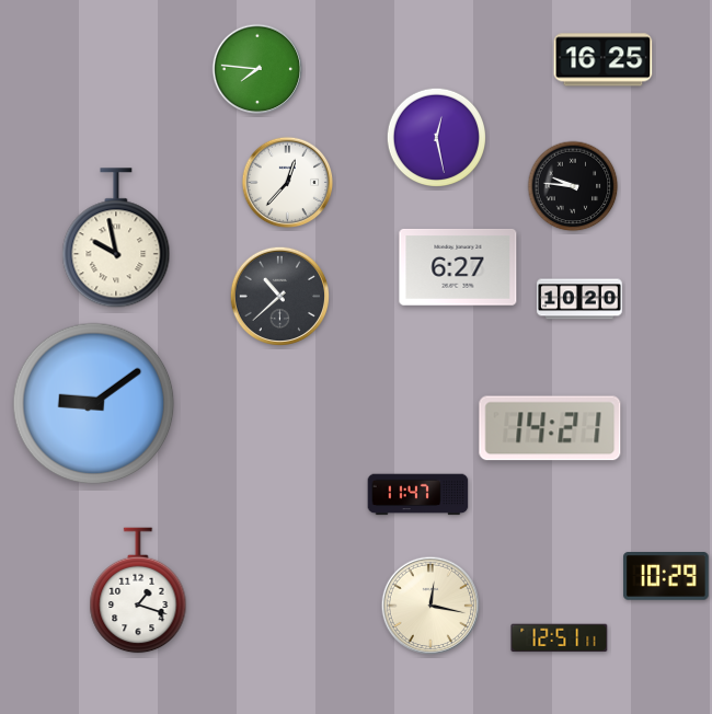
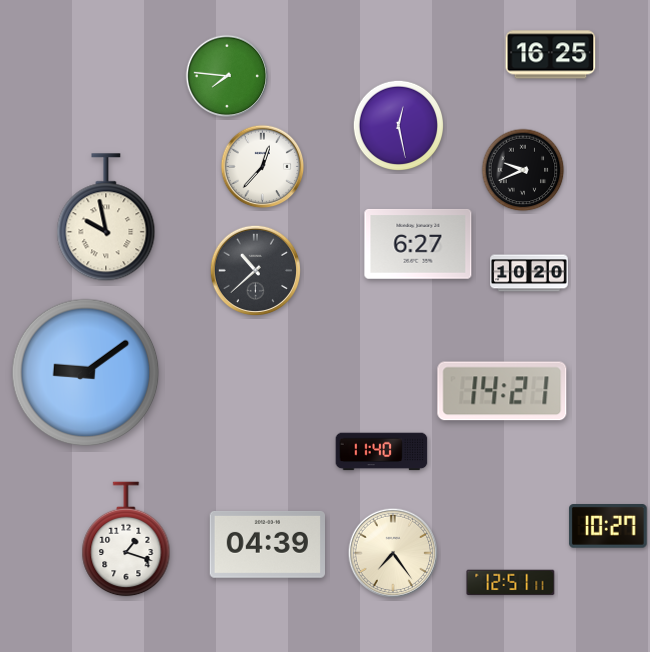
clock at (257, 69) position: (257, 69) -> (227, 76)
clock at (573, 186): 9:46 -> 9:41
clock at (94, 404) position: (94, 404) -> (86, 373)
clock at (418, 495): 11:47 -> 11:40
clock at (667, 577): 10:29 -> 10:27
clock at (267, 544): none -> 04:39
clock at (430, 606): 12:17 -> 7:24
